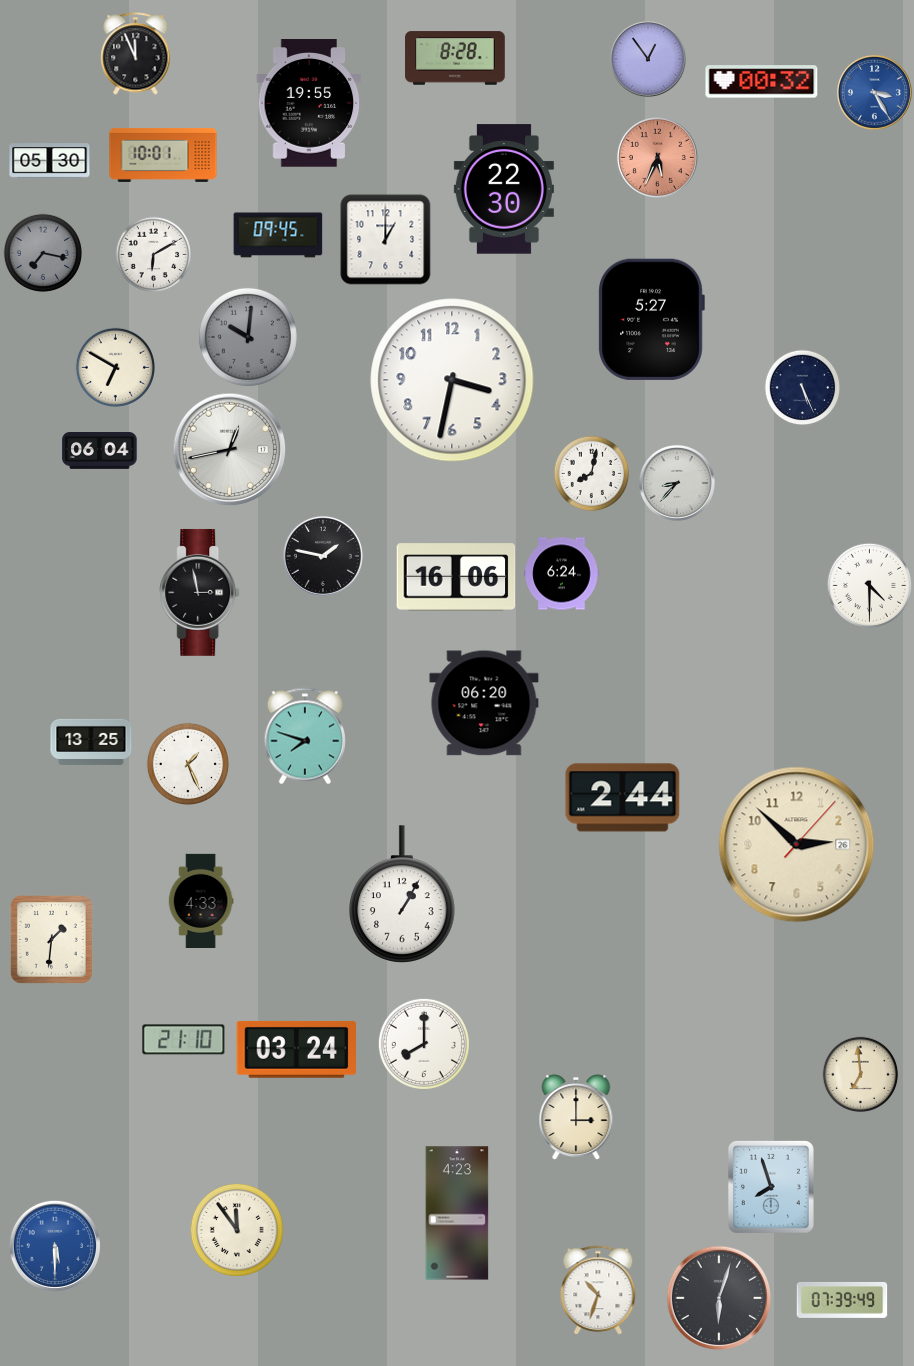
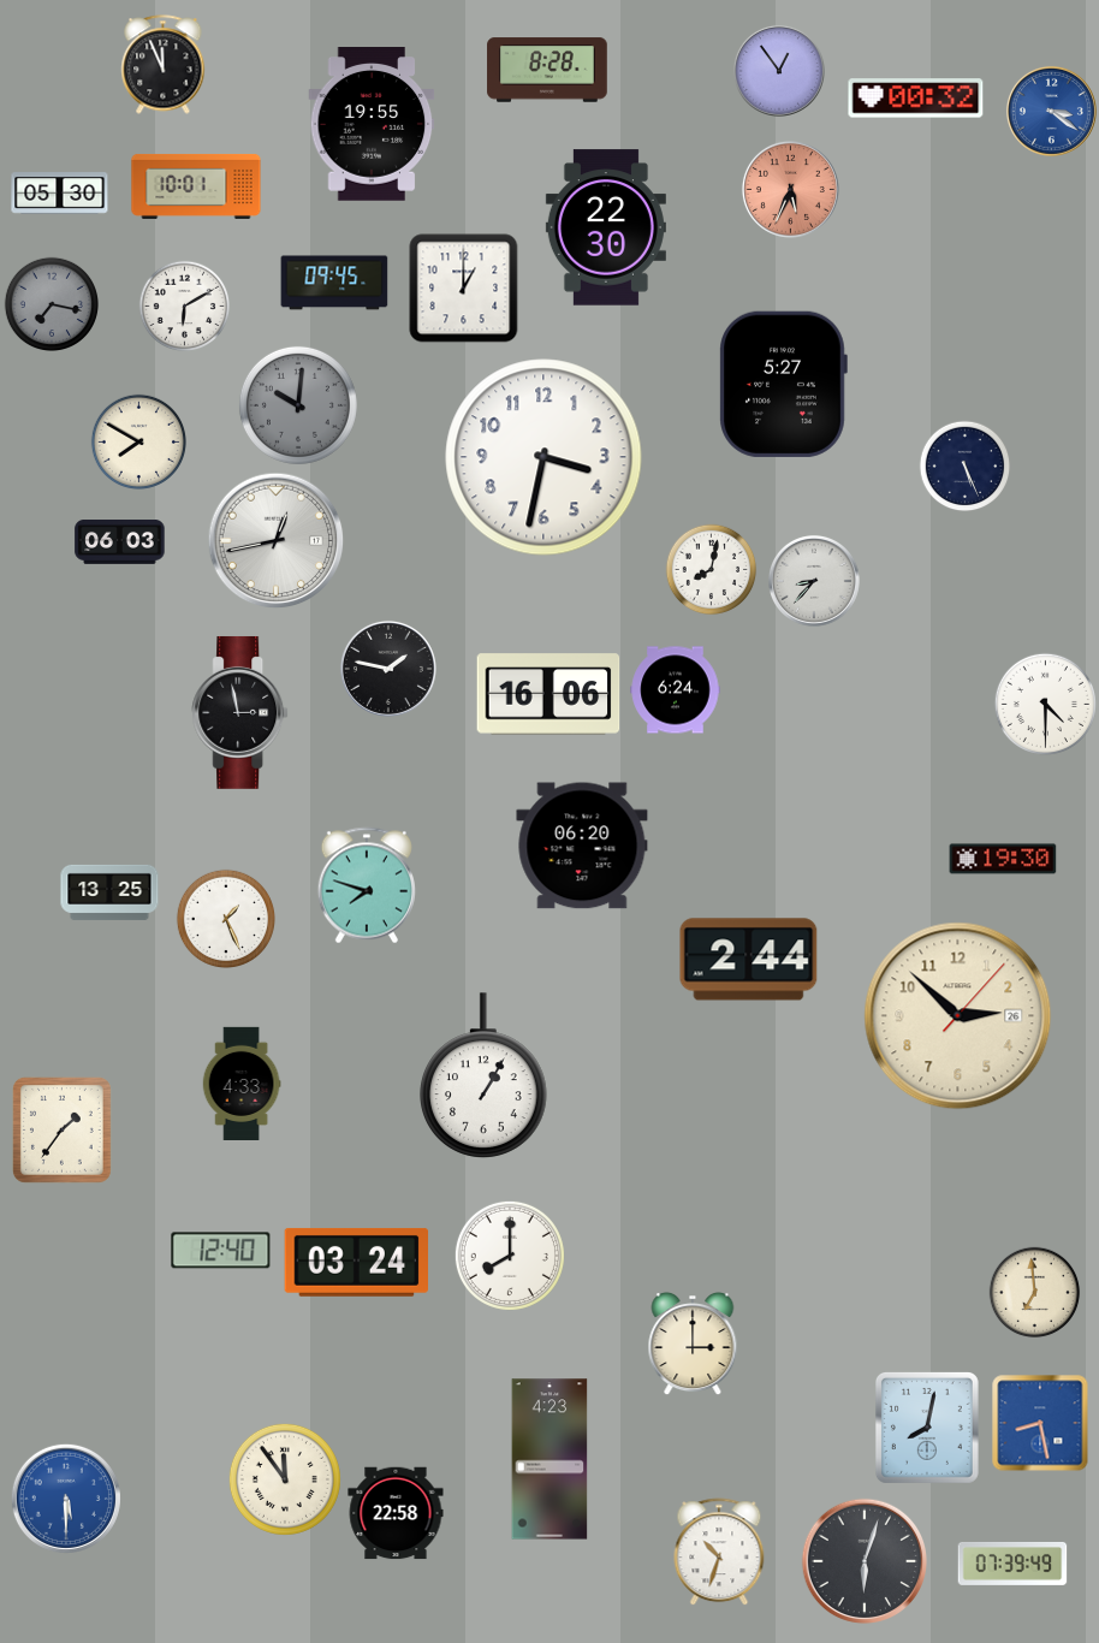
clock at (874, 92): 3:25 -> 3:21
clock at (115, 367): 6:50 -> 7:50
clock at (100, 451): 06:04 -> 06:03
clock at (1003, 859): none -> 19:30
clock at (51, 939): 1:31 -> 1:36
clock at (184, 1040): 21:10 -> 12:40
clock at (1040, 1423): none -> 8:28
clock at (771, 1187): 7:57 -> 8:02
clock at (396, 1513): none -> 22:58
